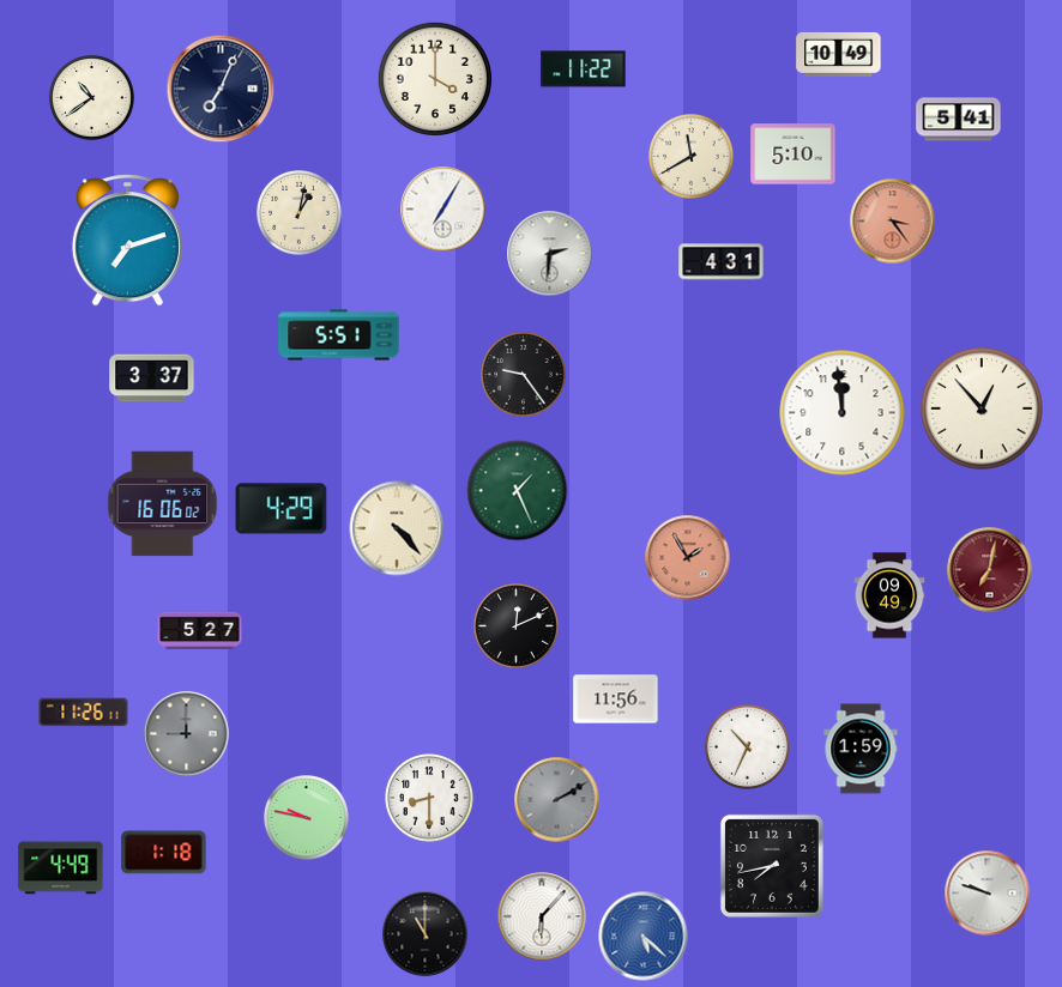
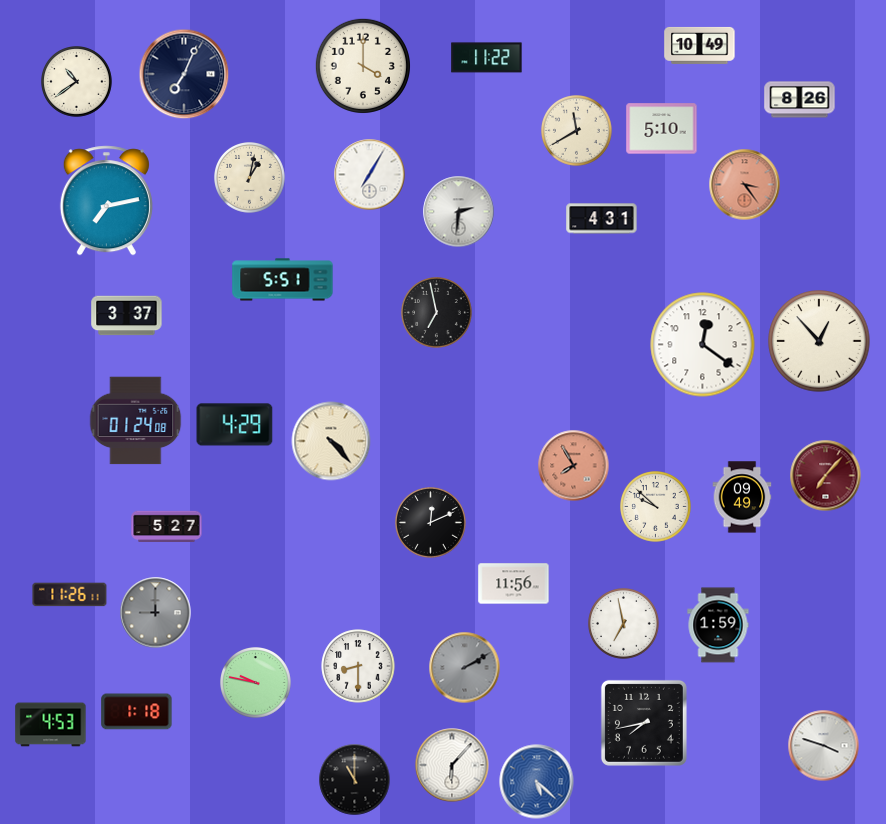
clock at (959, 120): 5:41 -> 8:26
clock at (127, 241): 7:12 -> 7:13
clock at (524, 375): 9:24 -> 6:58
clock at (843, 413): 11:59 -> 12:21
clock at (518, 491): 1:26 -> none
clock at (163, 504): 16:06 -> 01:24
clock at (688, 558): 1:55 -> 7:55
clock at (990, 570): 7:02 -> 7:07
clock at (656, 507): none -> 9:52
clock at (748, 747): 10:34 -> 6:58
clock at (61, 868): 4:49 -> 4:53
clock at (988, 894): 9:48 -> 3:48
